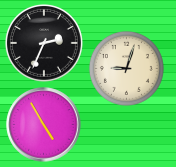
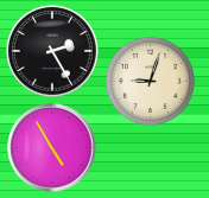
clock at (44, 43): 2:34 -> 2:25
